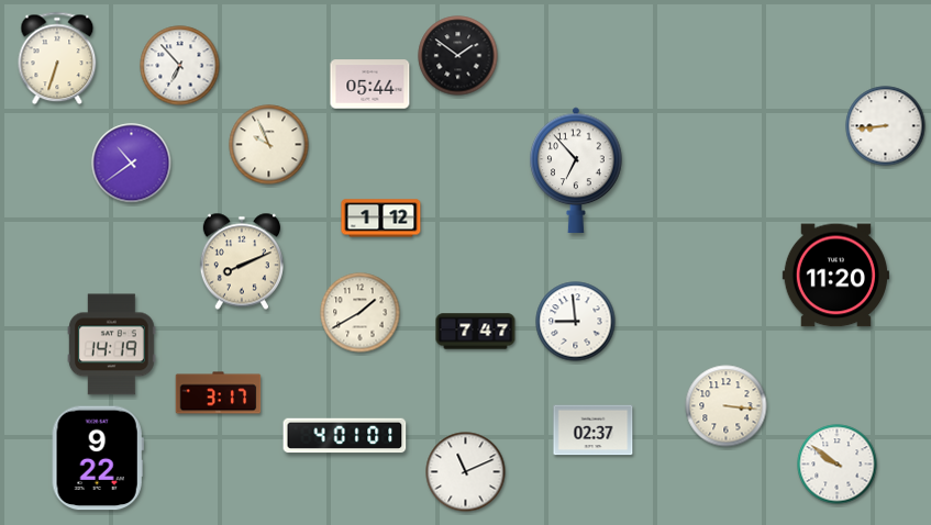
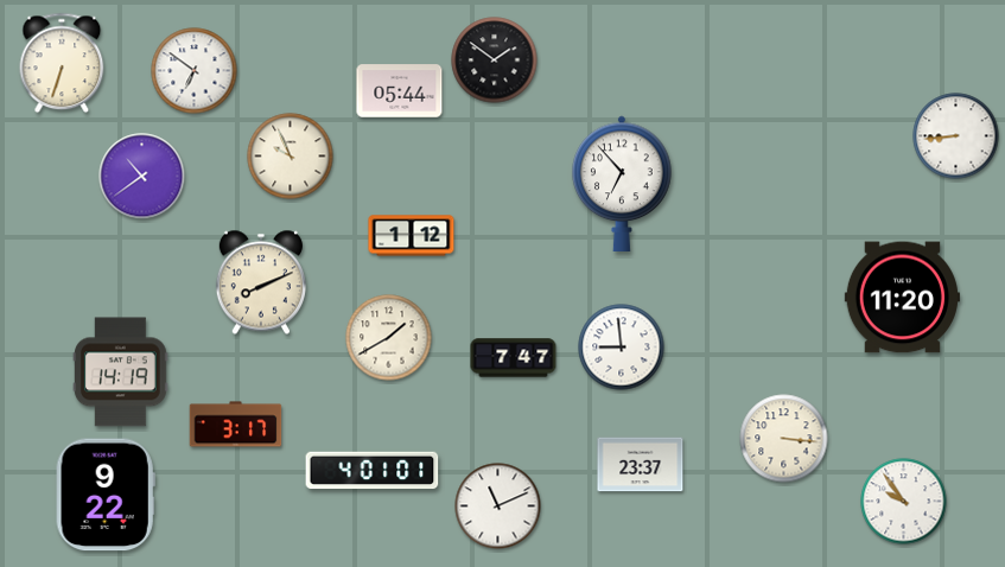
clock at (180, 66): 6:53 -> 6:51
clock at (594, 431): 02:37 -> 23:37
clock at (838, 465): 9:51 -> 9:54
clock at (466, 472) position: (466, 472) -> (498, 507)
